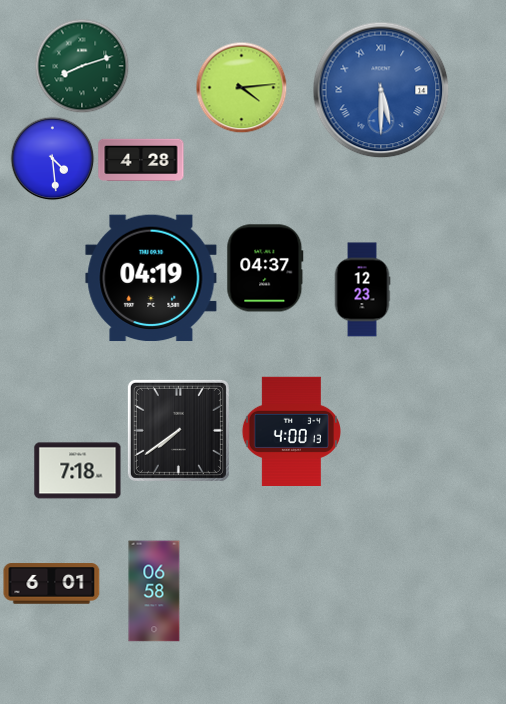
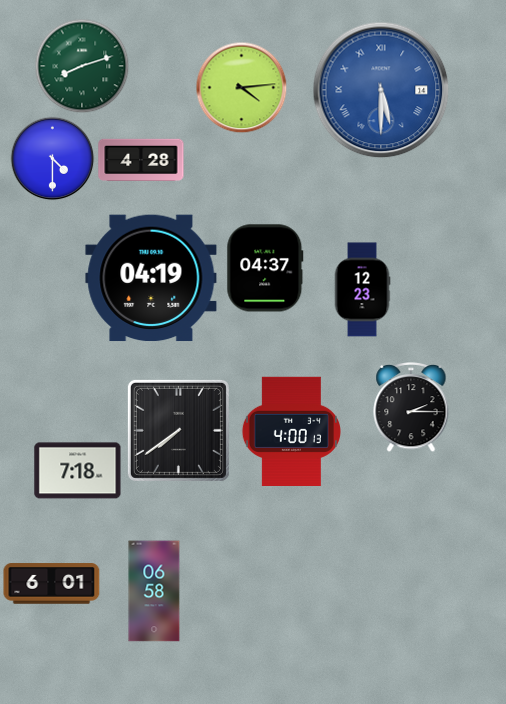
clock at (52, 158): 4:29 -> 4:30
clock at (411, 408): none -> 2:15
